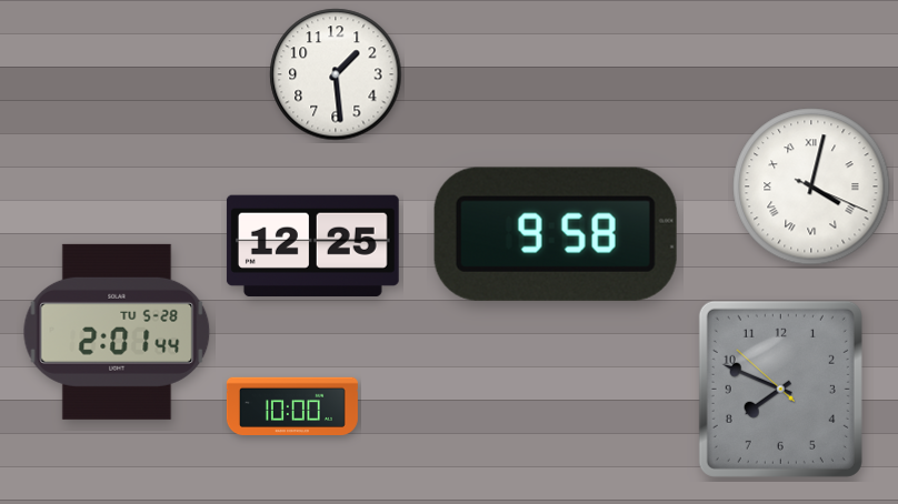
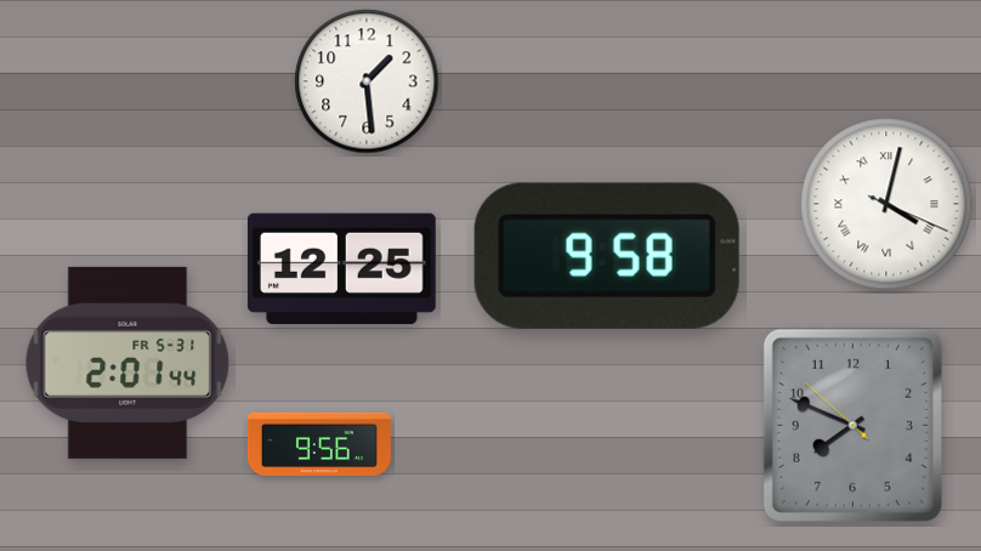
clock at (117, 332) date: TU 5-28 -> FR 5-31
clock at (292, 406): 10:00 -> 9:56
